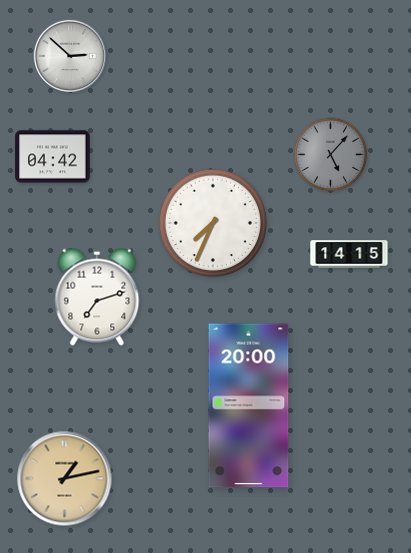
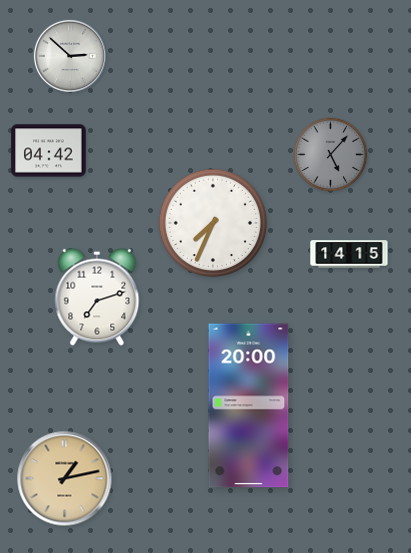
clock at (53, 157) position: (53, 157) -> (49, 151)
